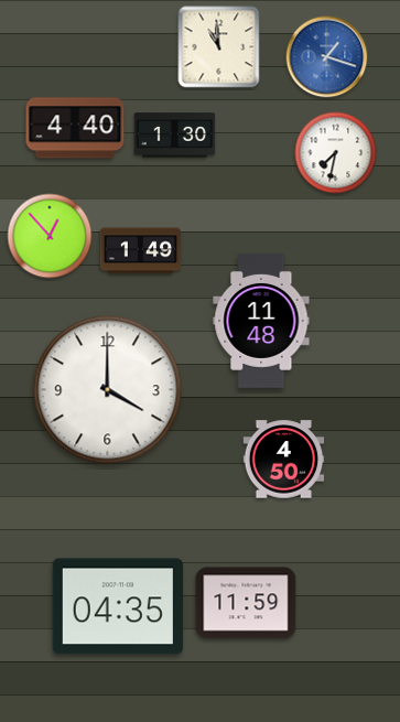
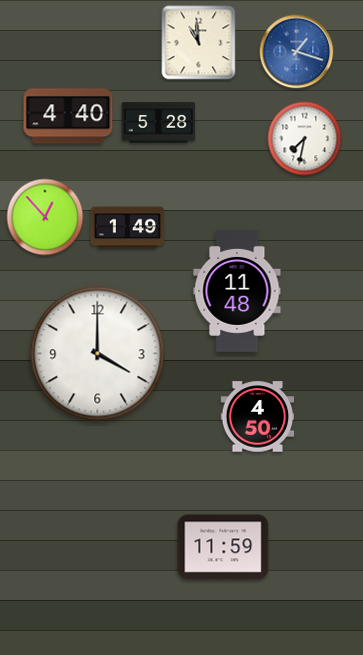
clock at (175, 136): 1:30 -> 5:28
clock at (50, 236) position: (50, 236) -> (45, 217)
clock at (118, 606): 04:35 -> none
